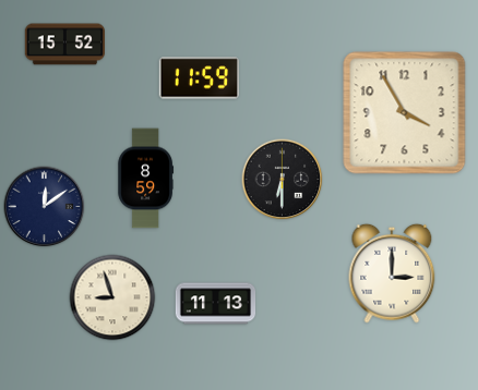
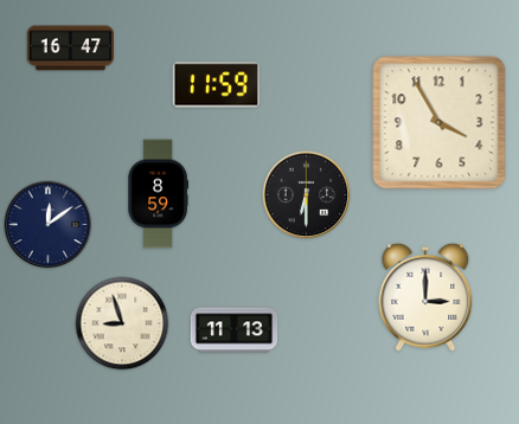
clock at (64, 45): 15:52 -> 16:47
